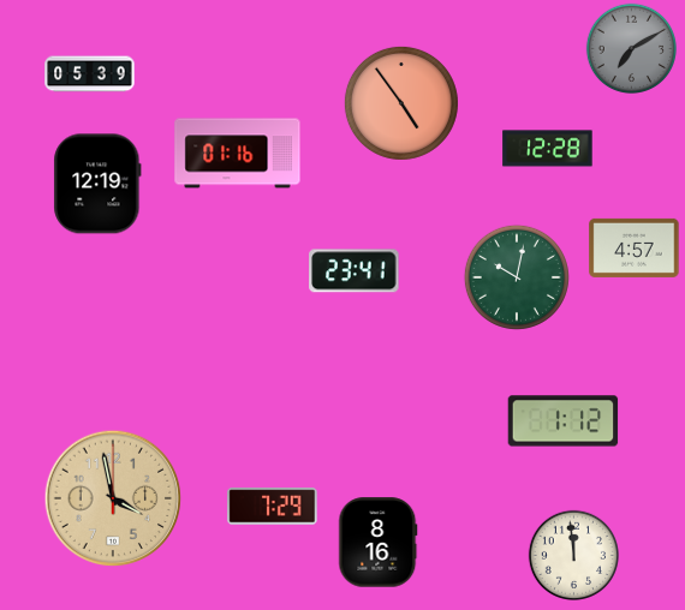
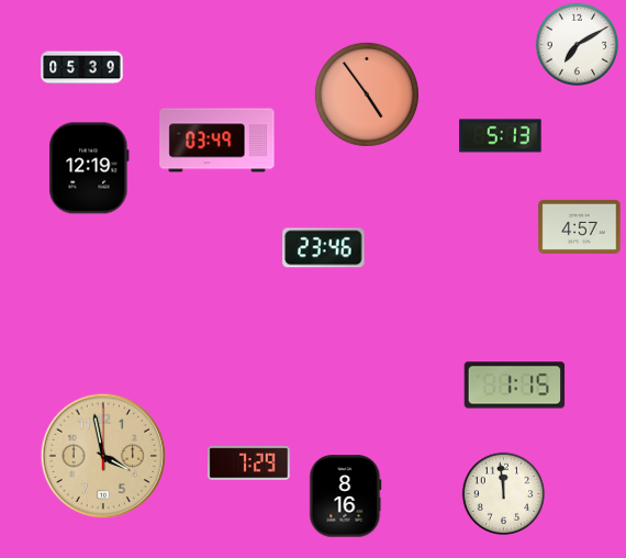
clock at (632, 49) dial: grey -> white
clock at (548, 149): 12:28 -> 5:13
clock at (238, 154): 01:16 -> 03:49
clock at (355, 271): 23:41 -> 23:46
clock at (517, 277): 10:02 -> none
clock at (564, 421): 1:12 -> 1:15
clock at (574, 556) position: (574, 556) -> (504, 494)
